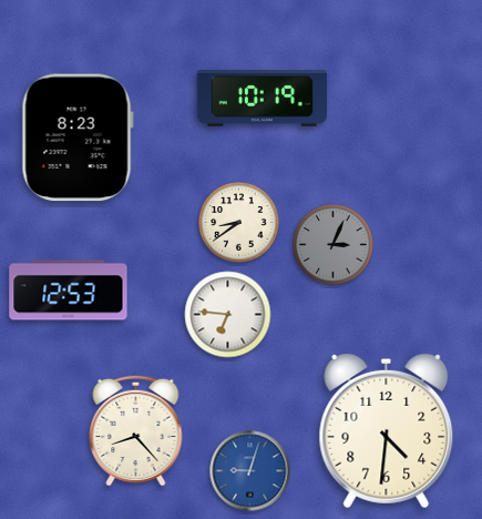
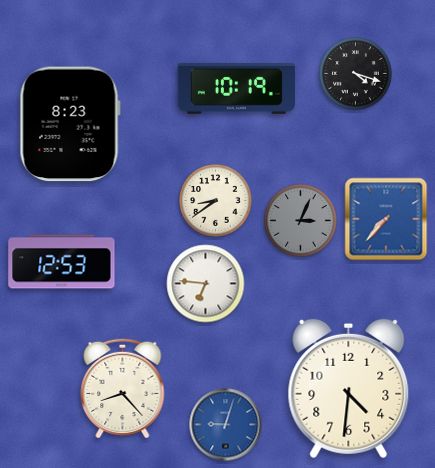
clock at (356, 74): none -> 4:18
clock at (386, 219): none -> 7:37
